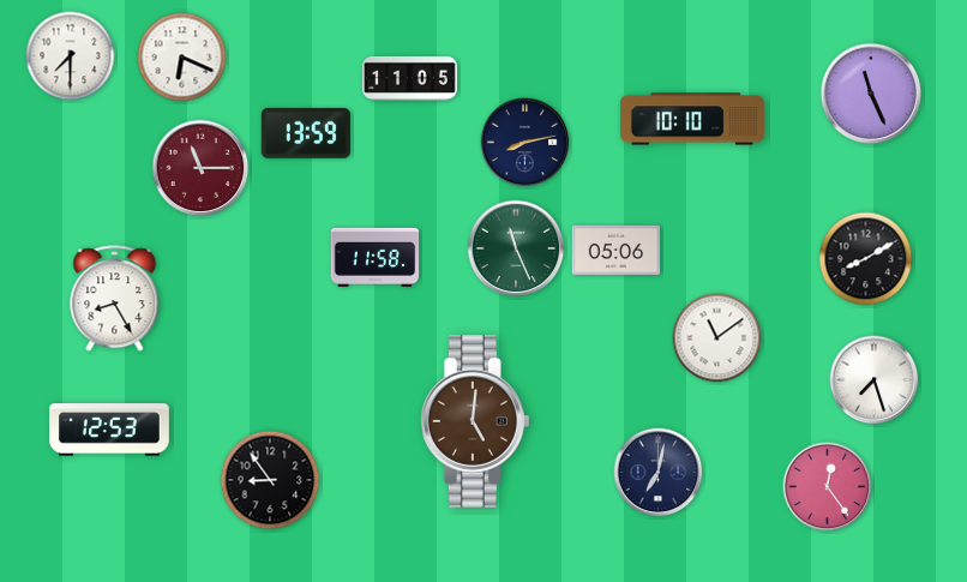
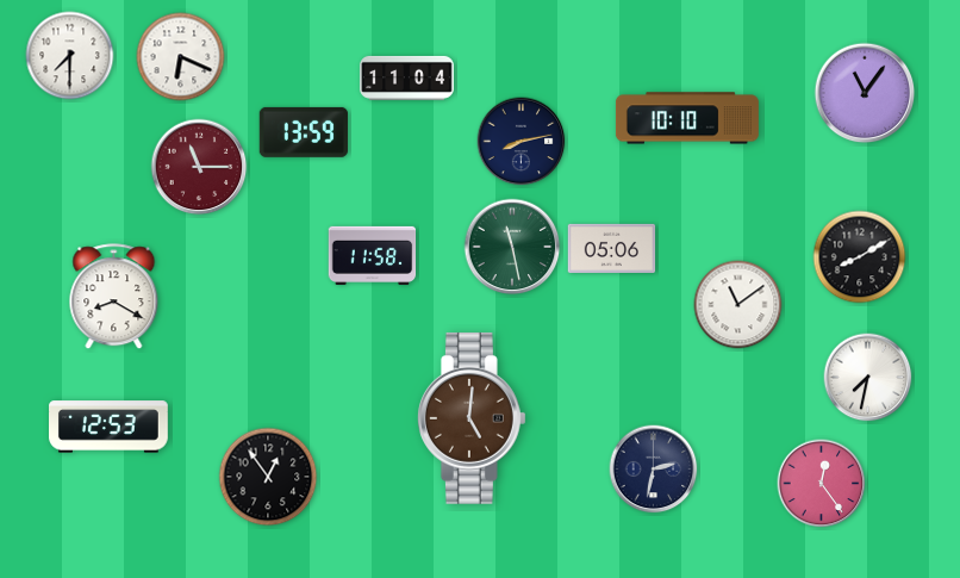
clock at (410, 78): 11:05 -> 11:04
clock at (871, 94): 11:26 -> 11:06
clock at (516, 248): 11:26 -> 11:28
clock at (115, 299): 8:25 -> 8:20
clock at (717, 338) position: (717, 338) -> (738, 305)
clock at (875, 380): 7:27 -> 7:32
clock at (659, 473): 7:02 -> 2:32
clock at (270, 480): 8:54 -> 12:54
